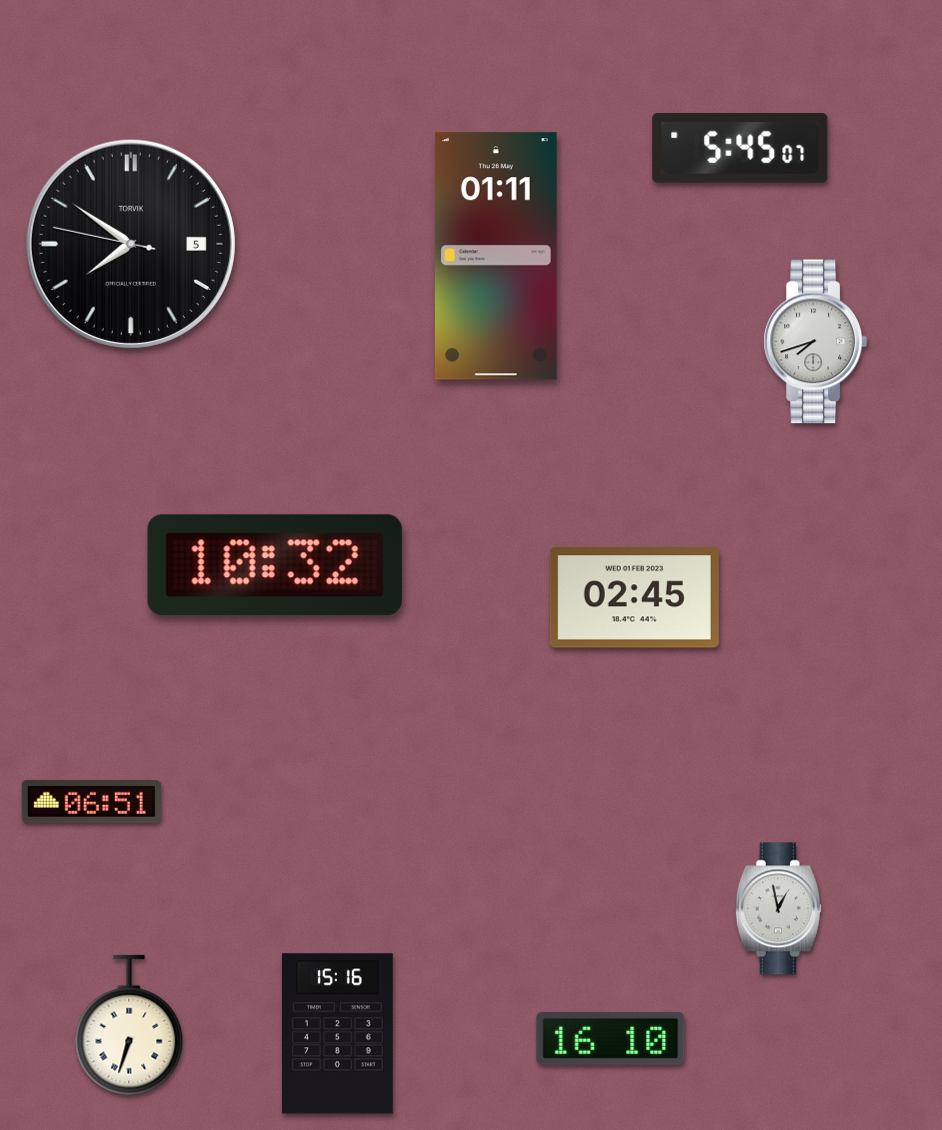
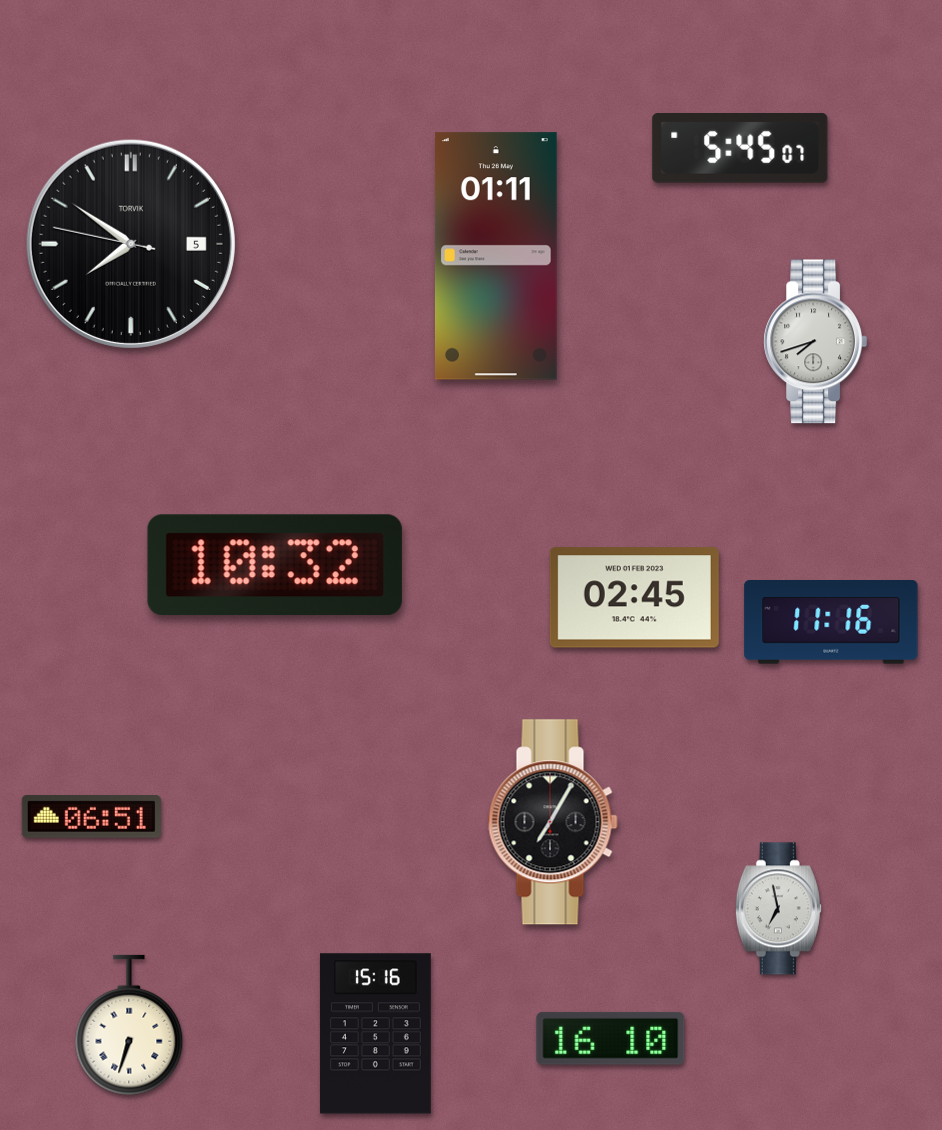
clock at (831, 623): none -> 11:16
clock at (91, 802) position: (91, 802) -> (91, 817)
clock at (553, 822): none -> 7:05
clock at (778, 909): 12:58 -> 6:58
clock at (337, 1034) position: (337, 1034) -> (375, 1034)
